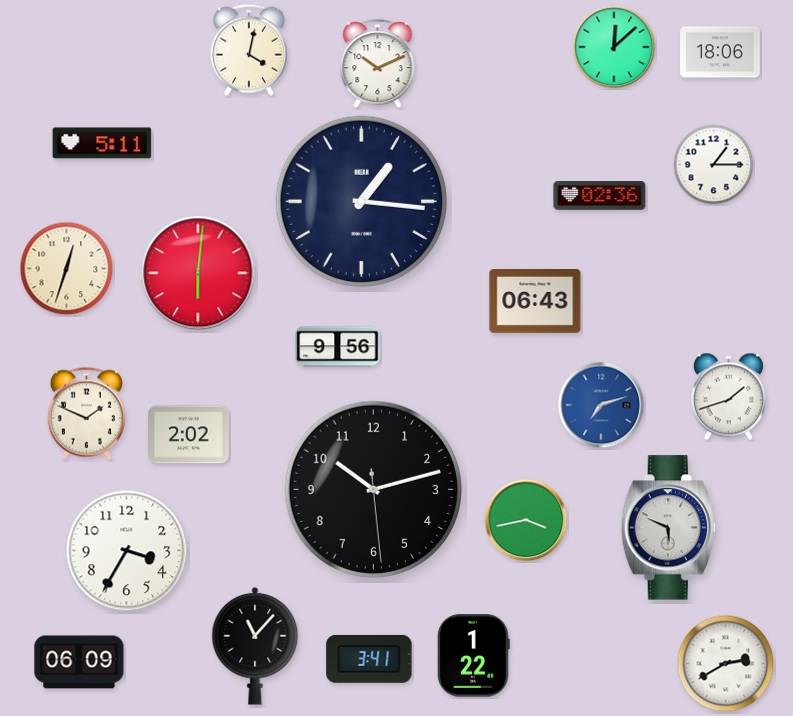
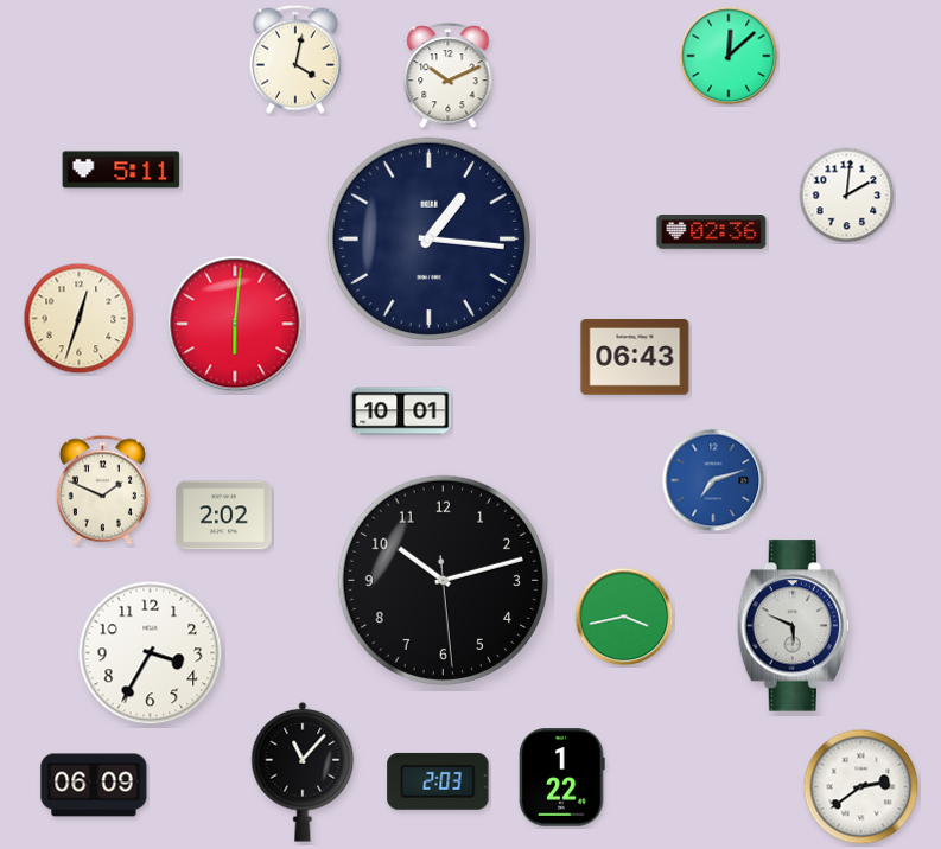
clock at (720, 52): 18:06 -> none
clock at (714, 165): 1:15 -> 2:01
clock at (338, 347): 9:56 -> 10:01
clock at (728, 397): 1:42 -> none
clock at (255, 646) position: (255, 646) -> (303, 772)
clock at (369, 659): 3:41 -> 2:03
clock at (726, 664): 2:40 -> 2:39
